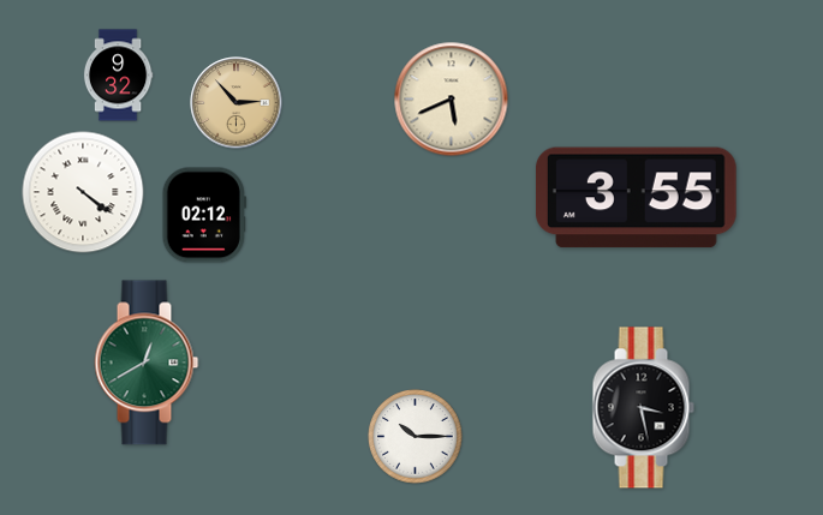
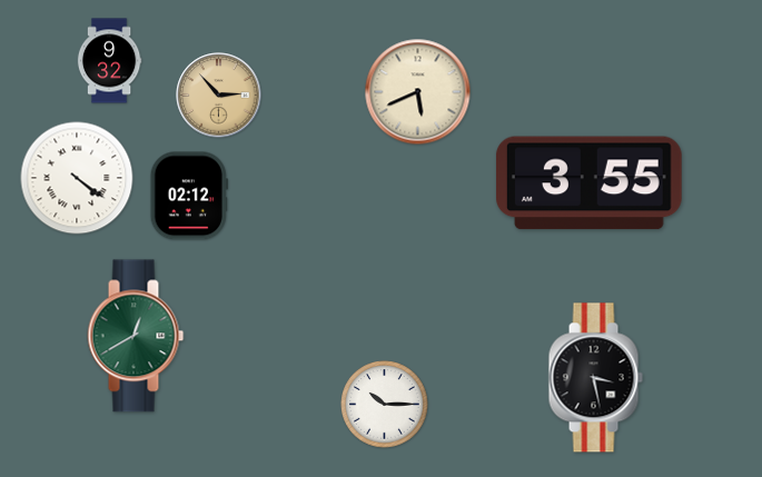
clock at (118, 76) position: (118, 76) -> (109, 61)
clock at (204, 215) position: (204, 215) -> (189, 196)
